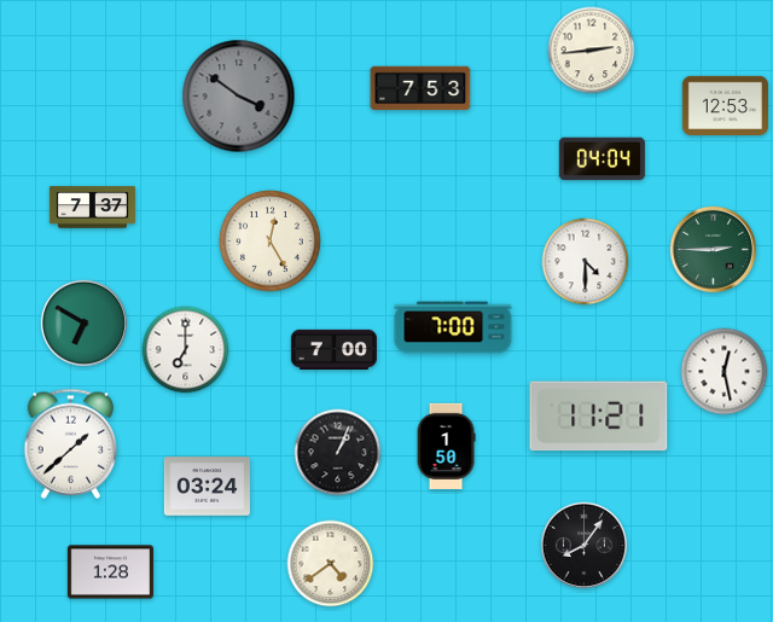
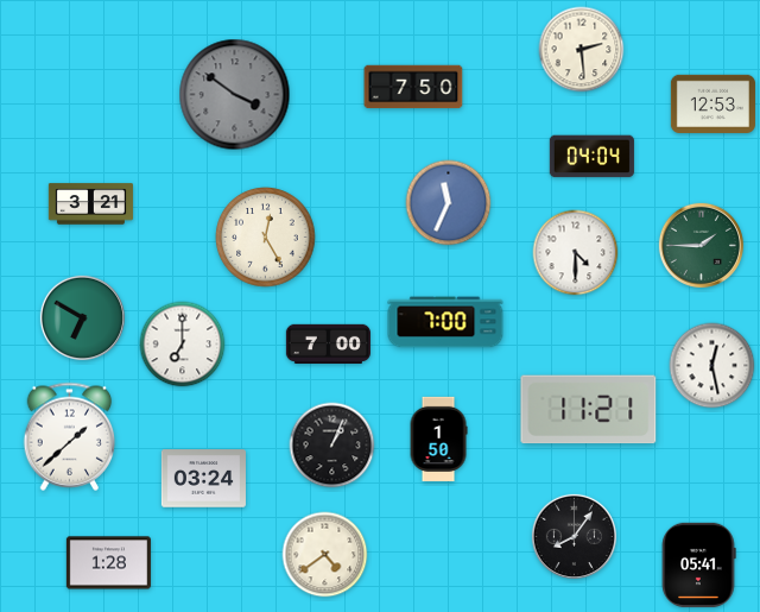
clock at (592, 51): 2:44 -> 2:29
clock at (420, 88): 7:53 -> 7:50
clock at (449, 203): none -> 11:34
clock at (92, 208): 7:37 -> 3:21
clock at (713, 249): 2:45 -> 1:45
clock at (586, 262) position: (586, 262) -> (576, 253)
clock at (698, 564): none -> 05:41
